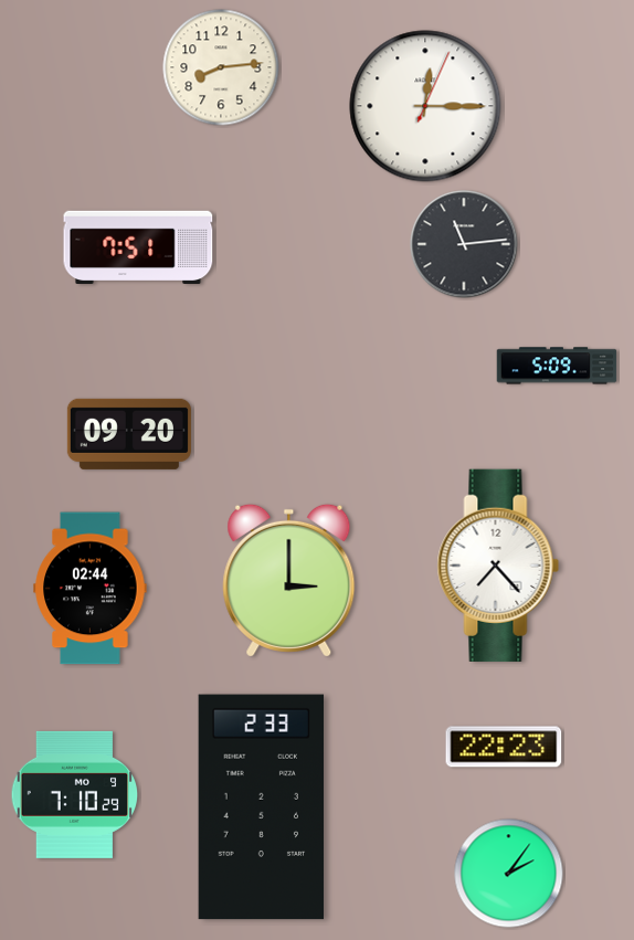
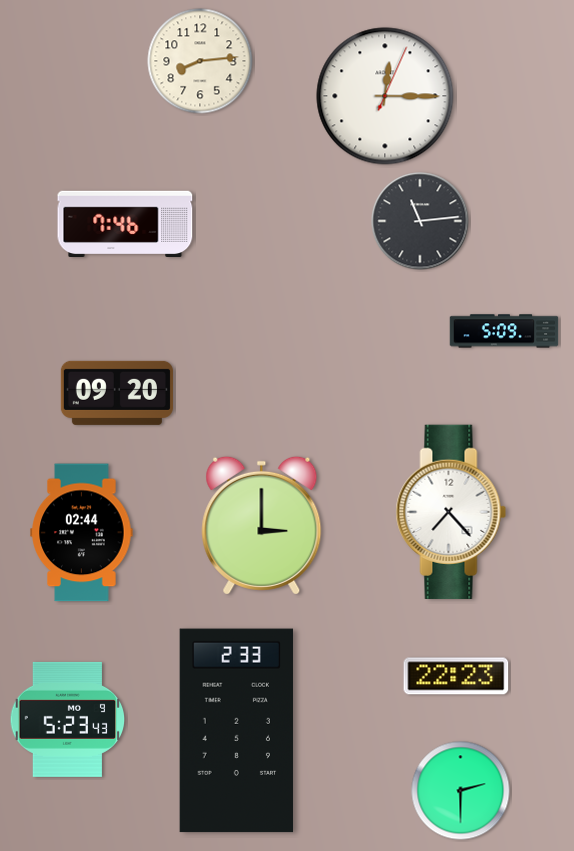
clock at (138, 247): 7:51 -> 7:46
clock at (75, 794): 7:10 -> 5:23
clock at (509, 874): 2:06 -> 2:30
